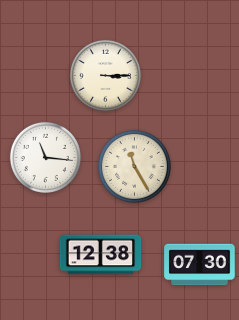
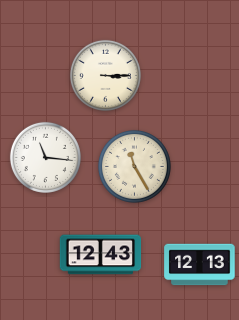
clock at (101, 255): 12:38 -> 12:43
clock at (200, 265): 07:30 -> 12:13
